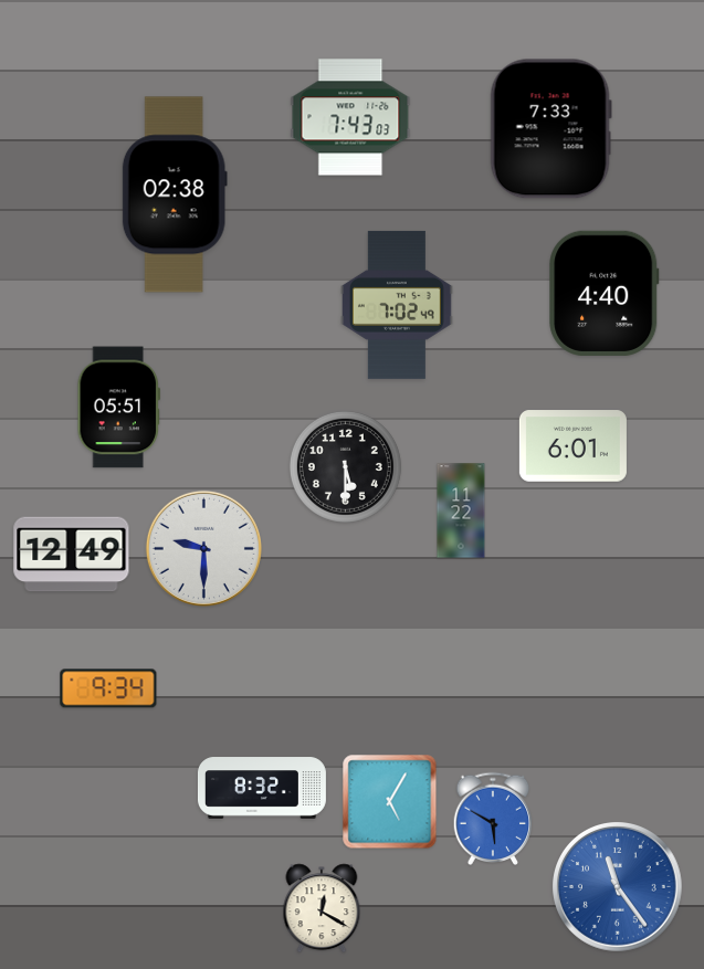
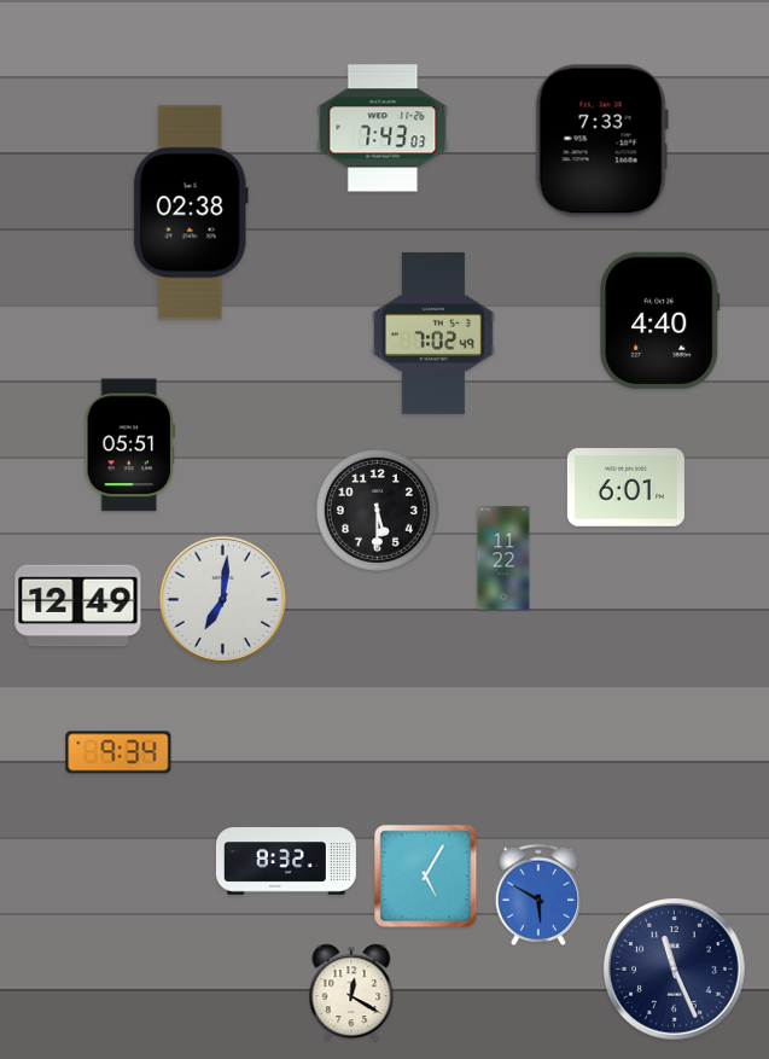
clock at (203, 548): 9:30 -> 7:01
clock at (618, 887): 11:24 -> 11:26
clock at (618, 887) dial: blue -> navy
